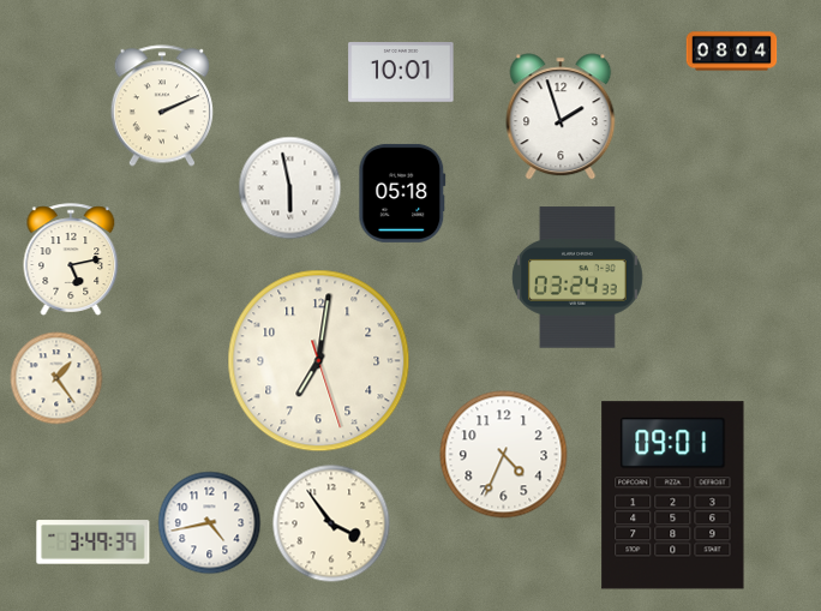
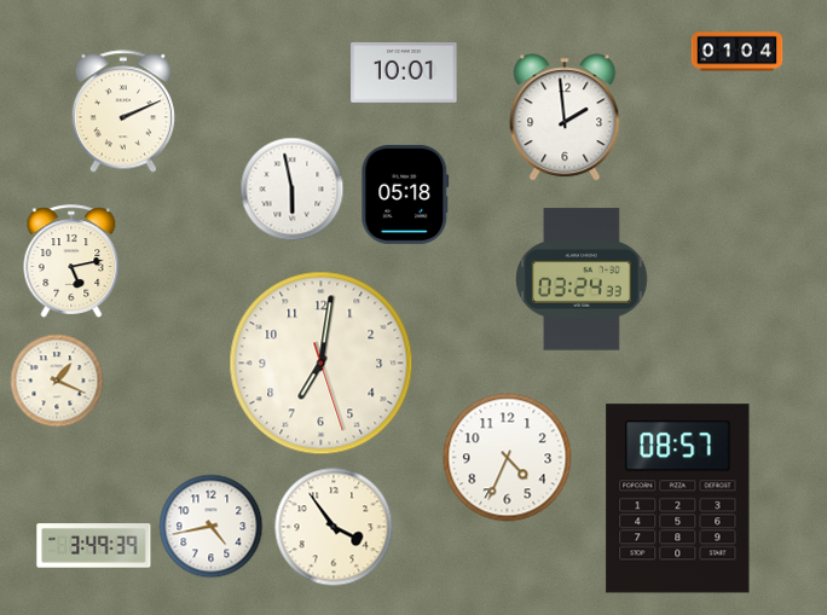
clock at (732, 52): 08:04 -> 01:04
clock at (162, 106) position: (162, 106) -> (123, 111)
clock at (561, 116): 1:57 -> 1:59
clock at (56, 378): 1:24 -> 1:19
clock at (673, 496): 09:01 -> 08:57
